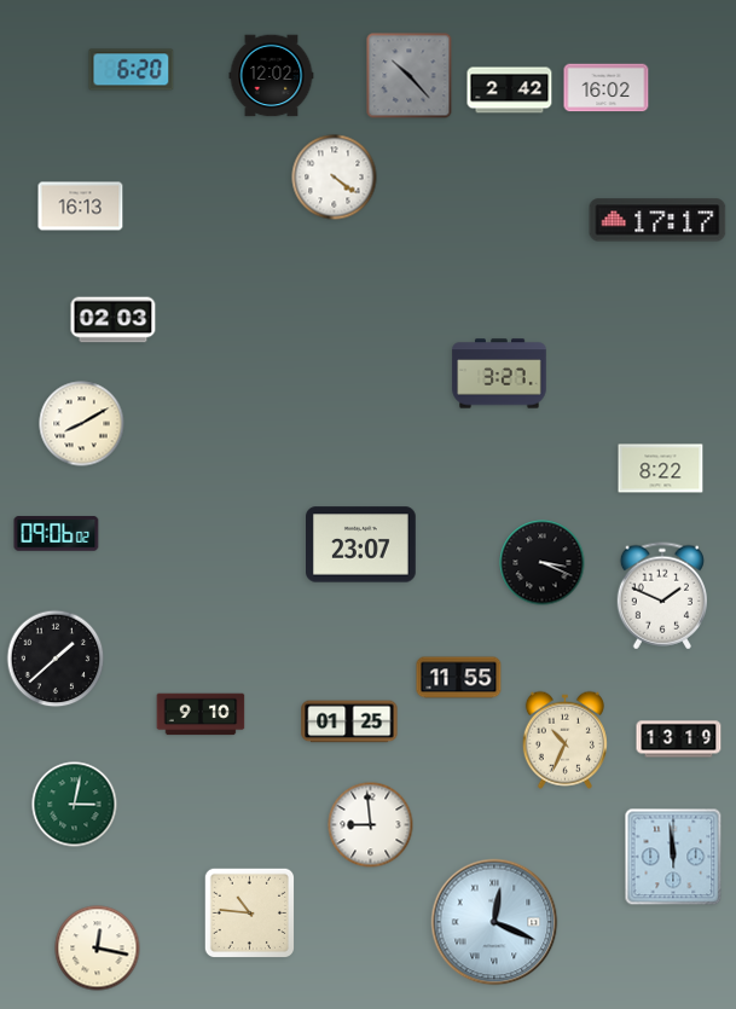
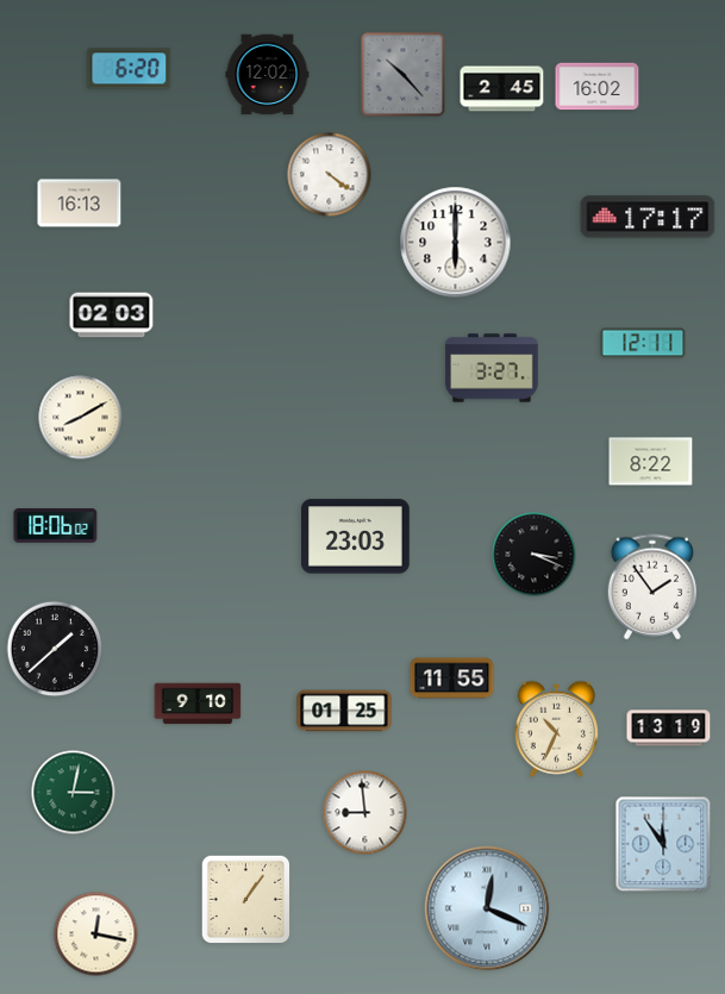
clock at (510, 91): 2:42 -> 2:45
clock at (456, 243): none -> 6:00
clock at (643, 343): none -> 12:11
clock at (57, 534): 09:06 -> 18:06
clock at (361, 545): 23:07 -> 23:03
clock at (661, 596): 1:49 -> 1:54
clock at (459, 678) position: (459, 678) -> (452, 679)
clock at (673, 857): 11:59 -> 11:54
clock at (249, 912): 10:46 -> 1:06
